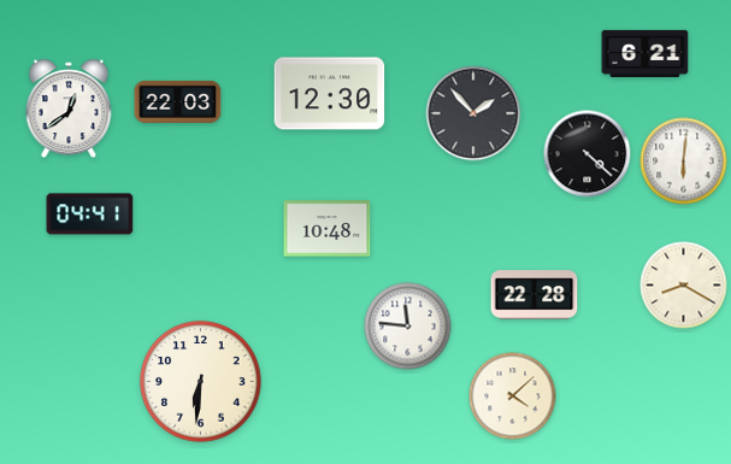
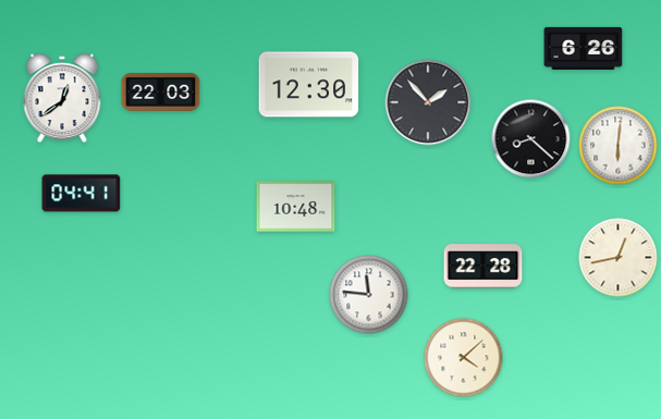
clock at (645, 53): 6:21 -> 6:26
clock at (330, 94) position: (330, 94) -> (309, 85)
clock at (588, 154): 4:22 -> 8:22
clock at (684, 286): 8:20 -> 12:43
clock at (201, 382): 6:31 -> none
